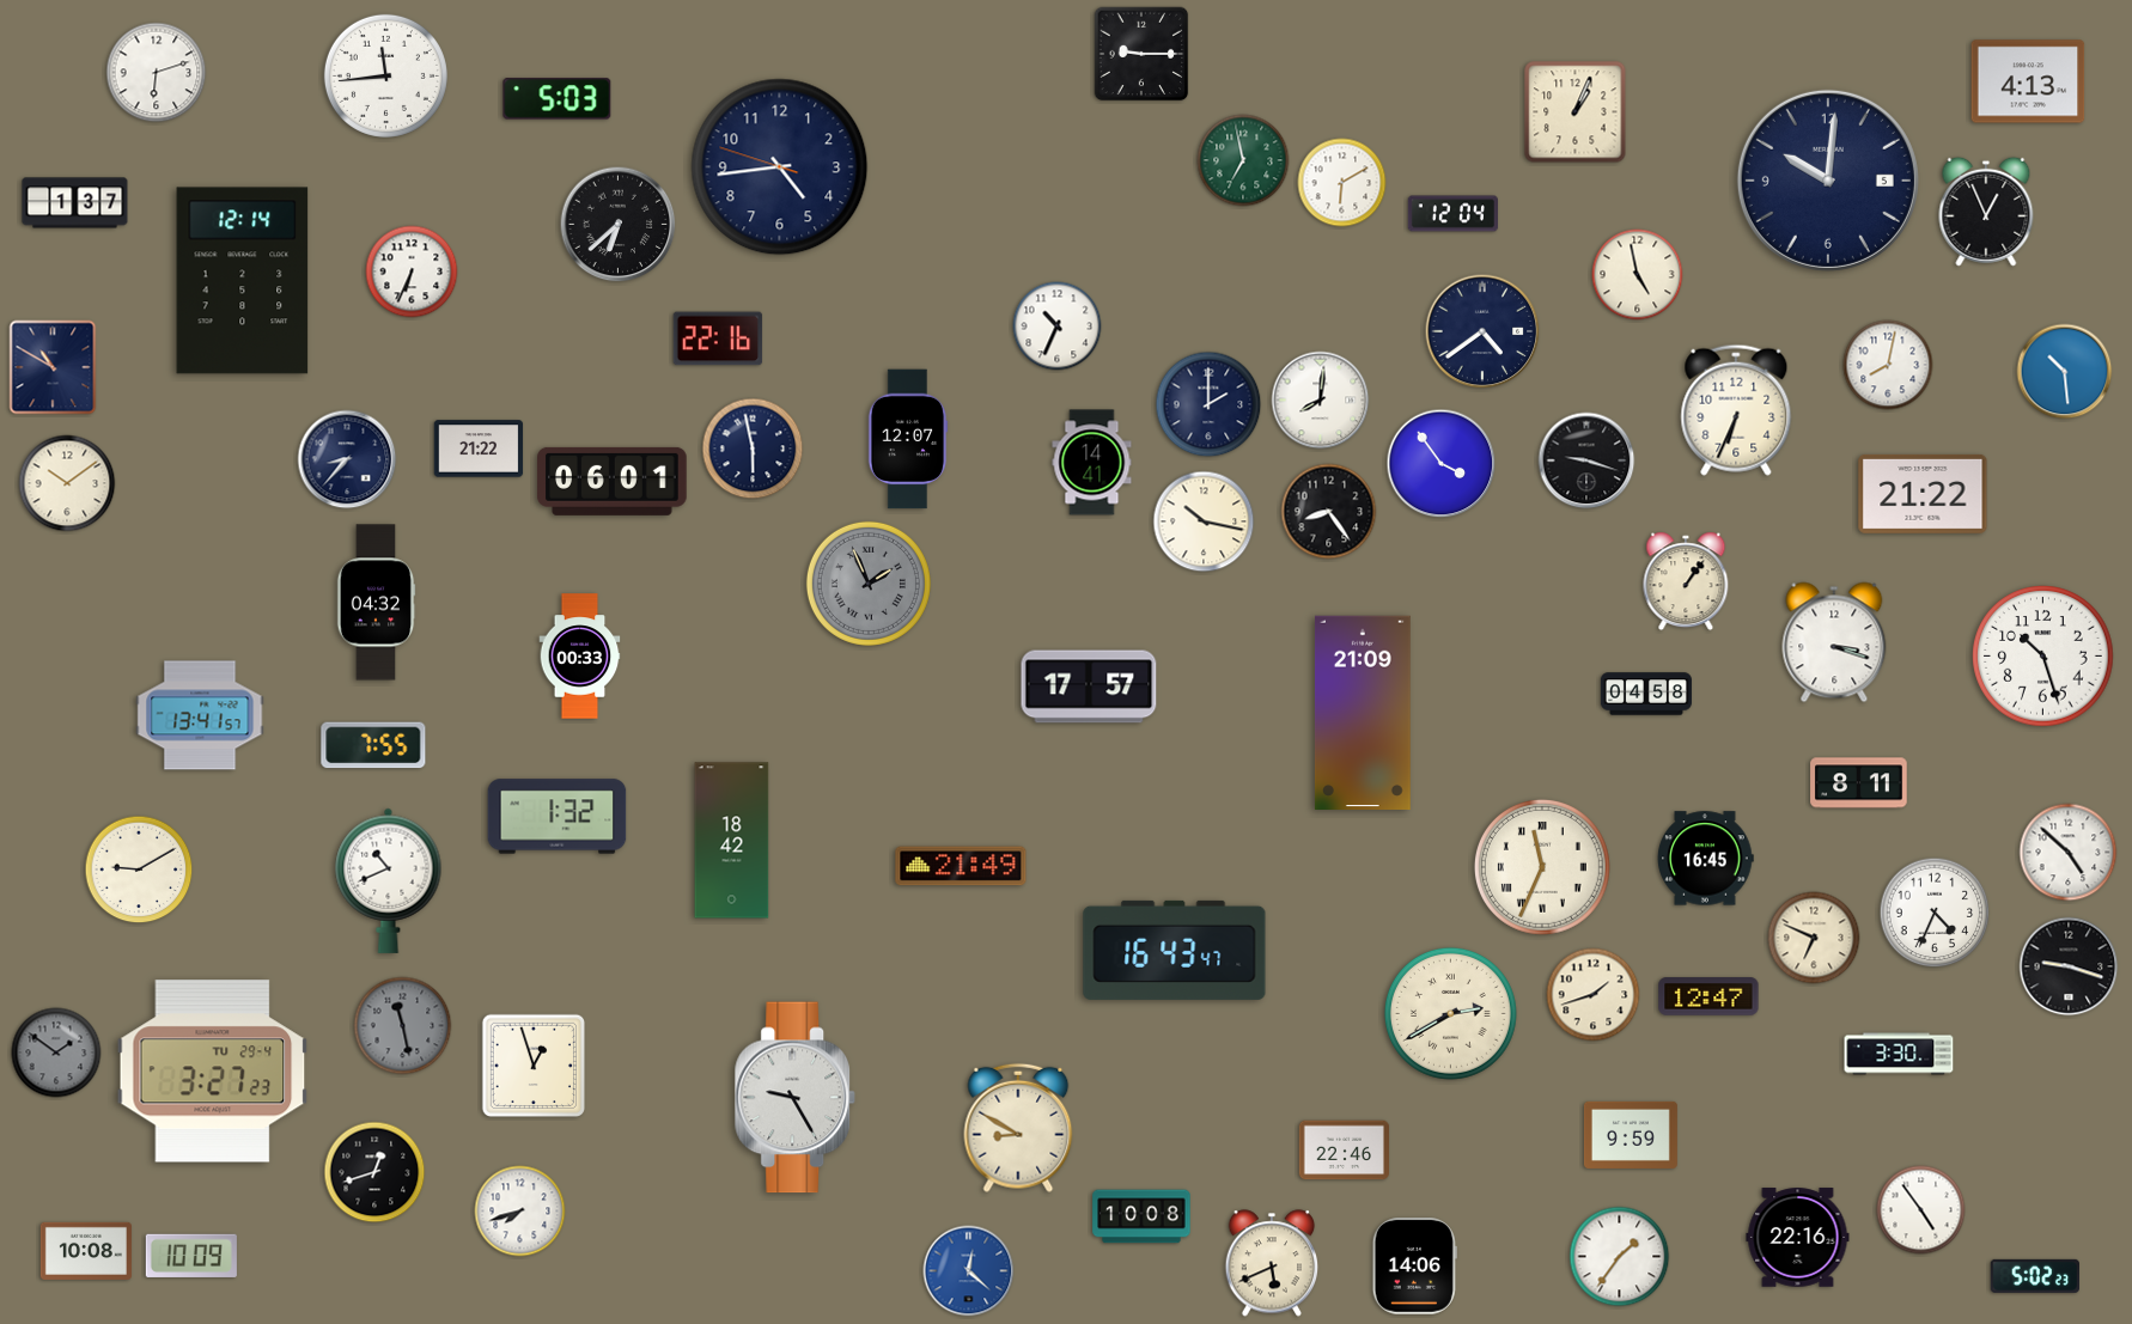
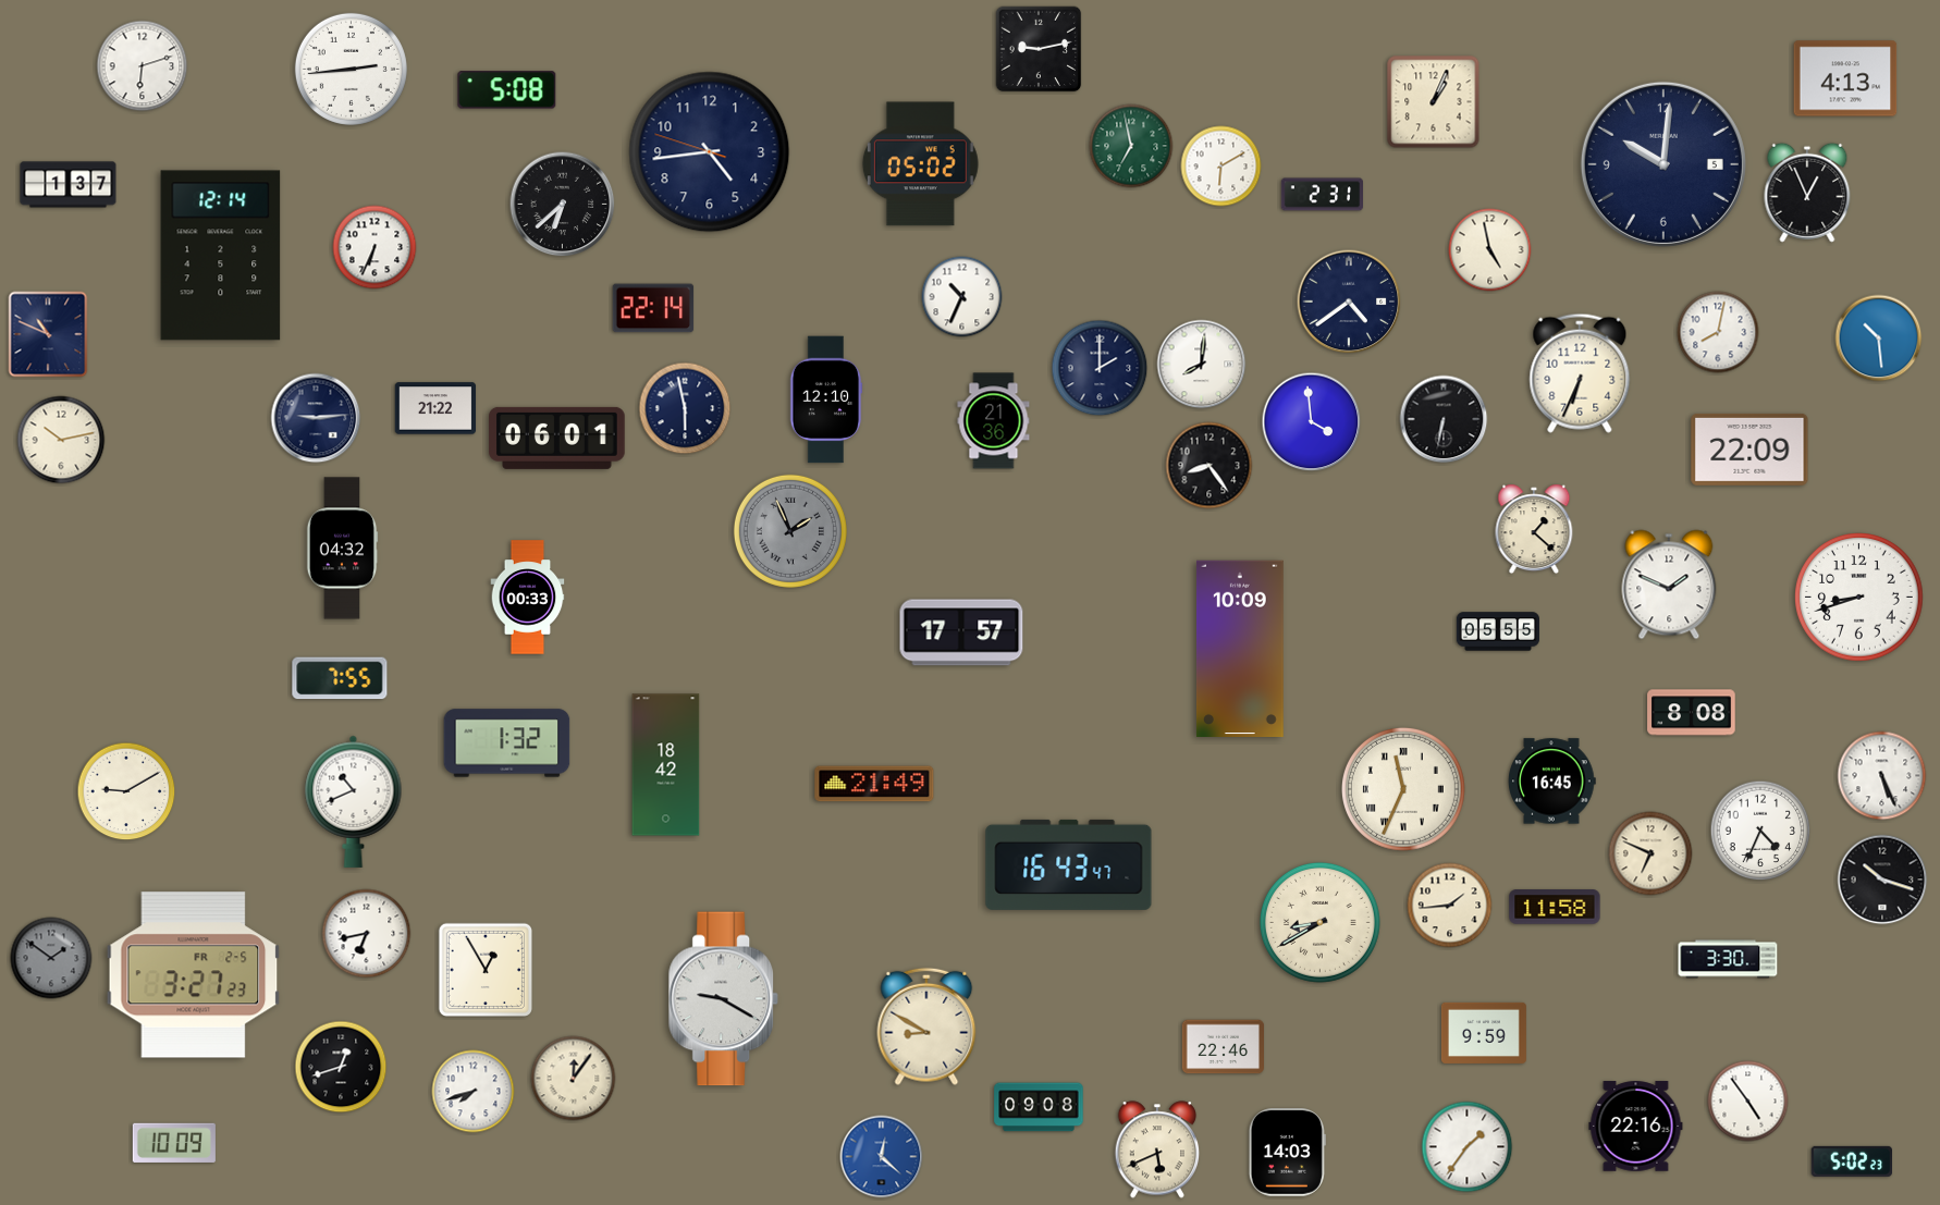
clock at (1141, 54): 9:15 -> 9:13
clock at (385, 75): 11:44 -> 2:44
clock at (2028, 81) position: (2028, 81) -> (1845, 78)
clock at (558, 99): 5:03 -> 5:08
clock at (920, 164): none -> 05:02
clock at (1452, 214): 12:04 -> 2:31
clock at (718, 338): 22:16 -> 22:14
clock at (53, 367): 10:50 -> 10:49
clock at (908, 439): 12:07 -> 12:10
clock at (347, 459): 8:37 -> 9:14
clock at (1586, 460): 9:18 -> 6:32
clock at (1092, 463): 14:41 -> 21:36
clock at (1442, 464): 3:54 -> 3:59
clock at (67, 483): 10:09 -> 10:13
clock at (1923, 494): 21:22 -> 22:09
clock at (1204, 521): 10:17 -> none
clock at (1686, 581): 1:06 -> 1:22
clock at (1834, 642): 3:18 -> 1:49
clock at (2043, 657): 10:27 -> 8:42
clock at (1089, 687) position: (1089, 687) -> (961, 632)
clock at (1646, 694): 04:58 -> 05:55
clock at (1363, 712): 21:09 -> 10:09
clock at (200, 715): 13:41 -> none
clock at (1859, 783): 8:11 -> 8:08
clock at (2069, 853): 4:52 -> 5:26
clock at (961, 866) position: (961, 866) -> (874, 784)
clock at (2069, 966): 9:18 -> 10:18
clock at (1594, 995): 1:42 -> 1:44
clock at (1708, 996): 12:47 -> 11:58
clock at (1450, 1013): 2:40 -> 8:40
clock at (403, 1026): 11:28 -> 6:43
clock at (403, 1026) dial: grey -> white
clock at (532, 1064): 12:57 -> 12:55
clock at (213, 1072) date: TU 29-4 -> FR 2-5
clock at (794, 1098): 9:25 -> 9:20
clock at (574, 1079): none -> 12:06
clock at (520, 1212) position: (520, 1212) -> (474, 1092)
clock at (1141, 1216): 10:08 -> 09:08
clock at (86, 1251): 10:08 -> none
clock at (1620, 1257) position: (1620, 1257) -> (1468, 1147)
clock at (1414, 1267): 14:06 -> 14:03
